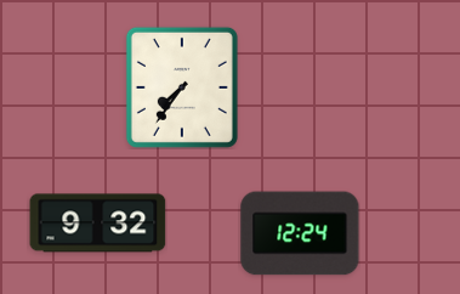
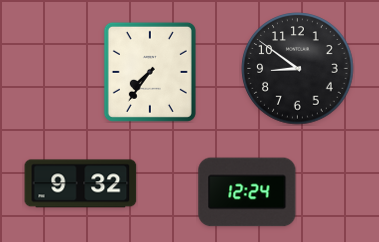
clock at (298, 69): none -> 8:51
